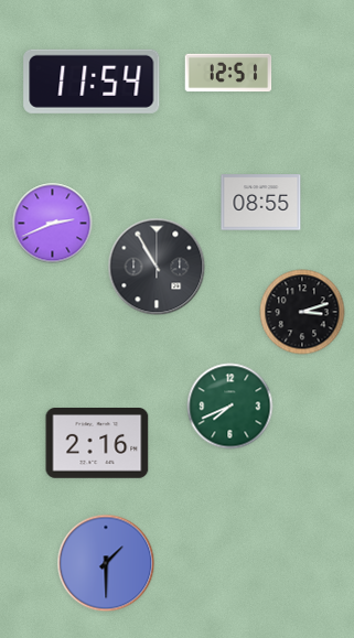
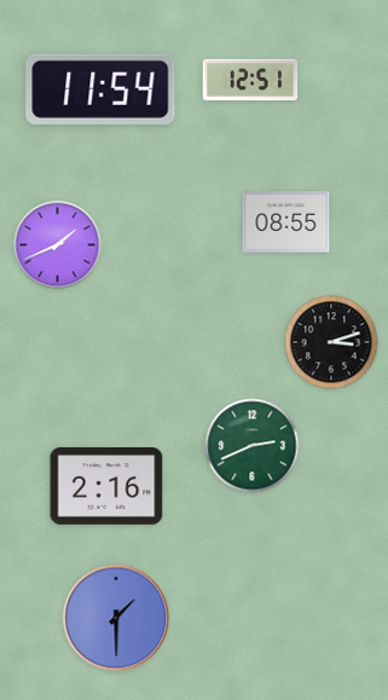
clock at (53, 224): 2:41 -> 1:41
clock at (157, 267): 10:55 -> none
clock at (230, 407): 7:41 -> 2:41
